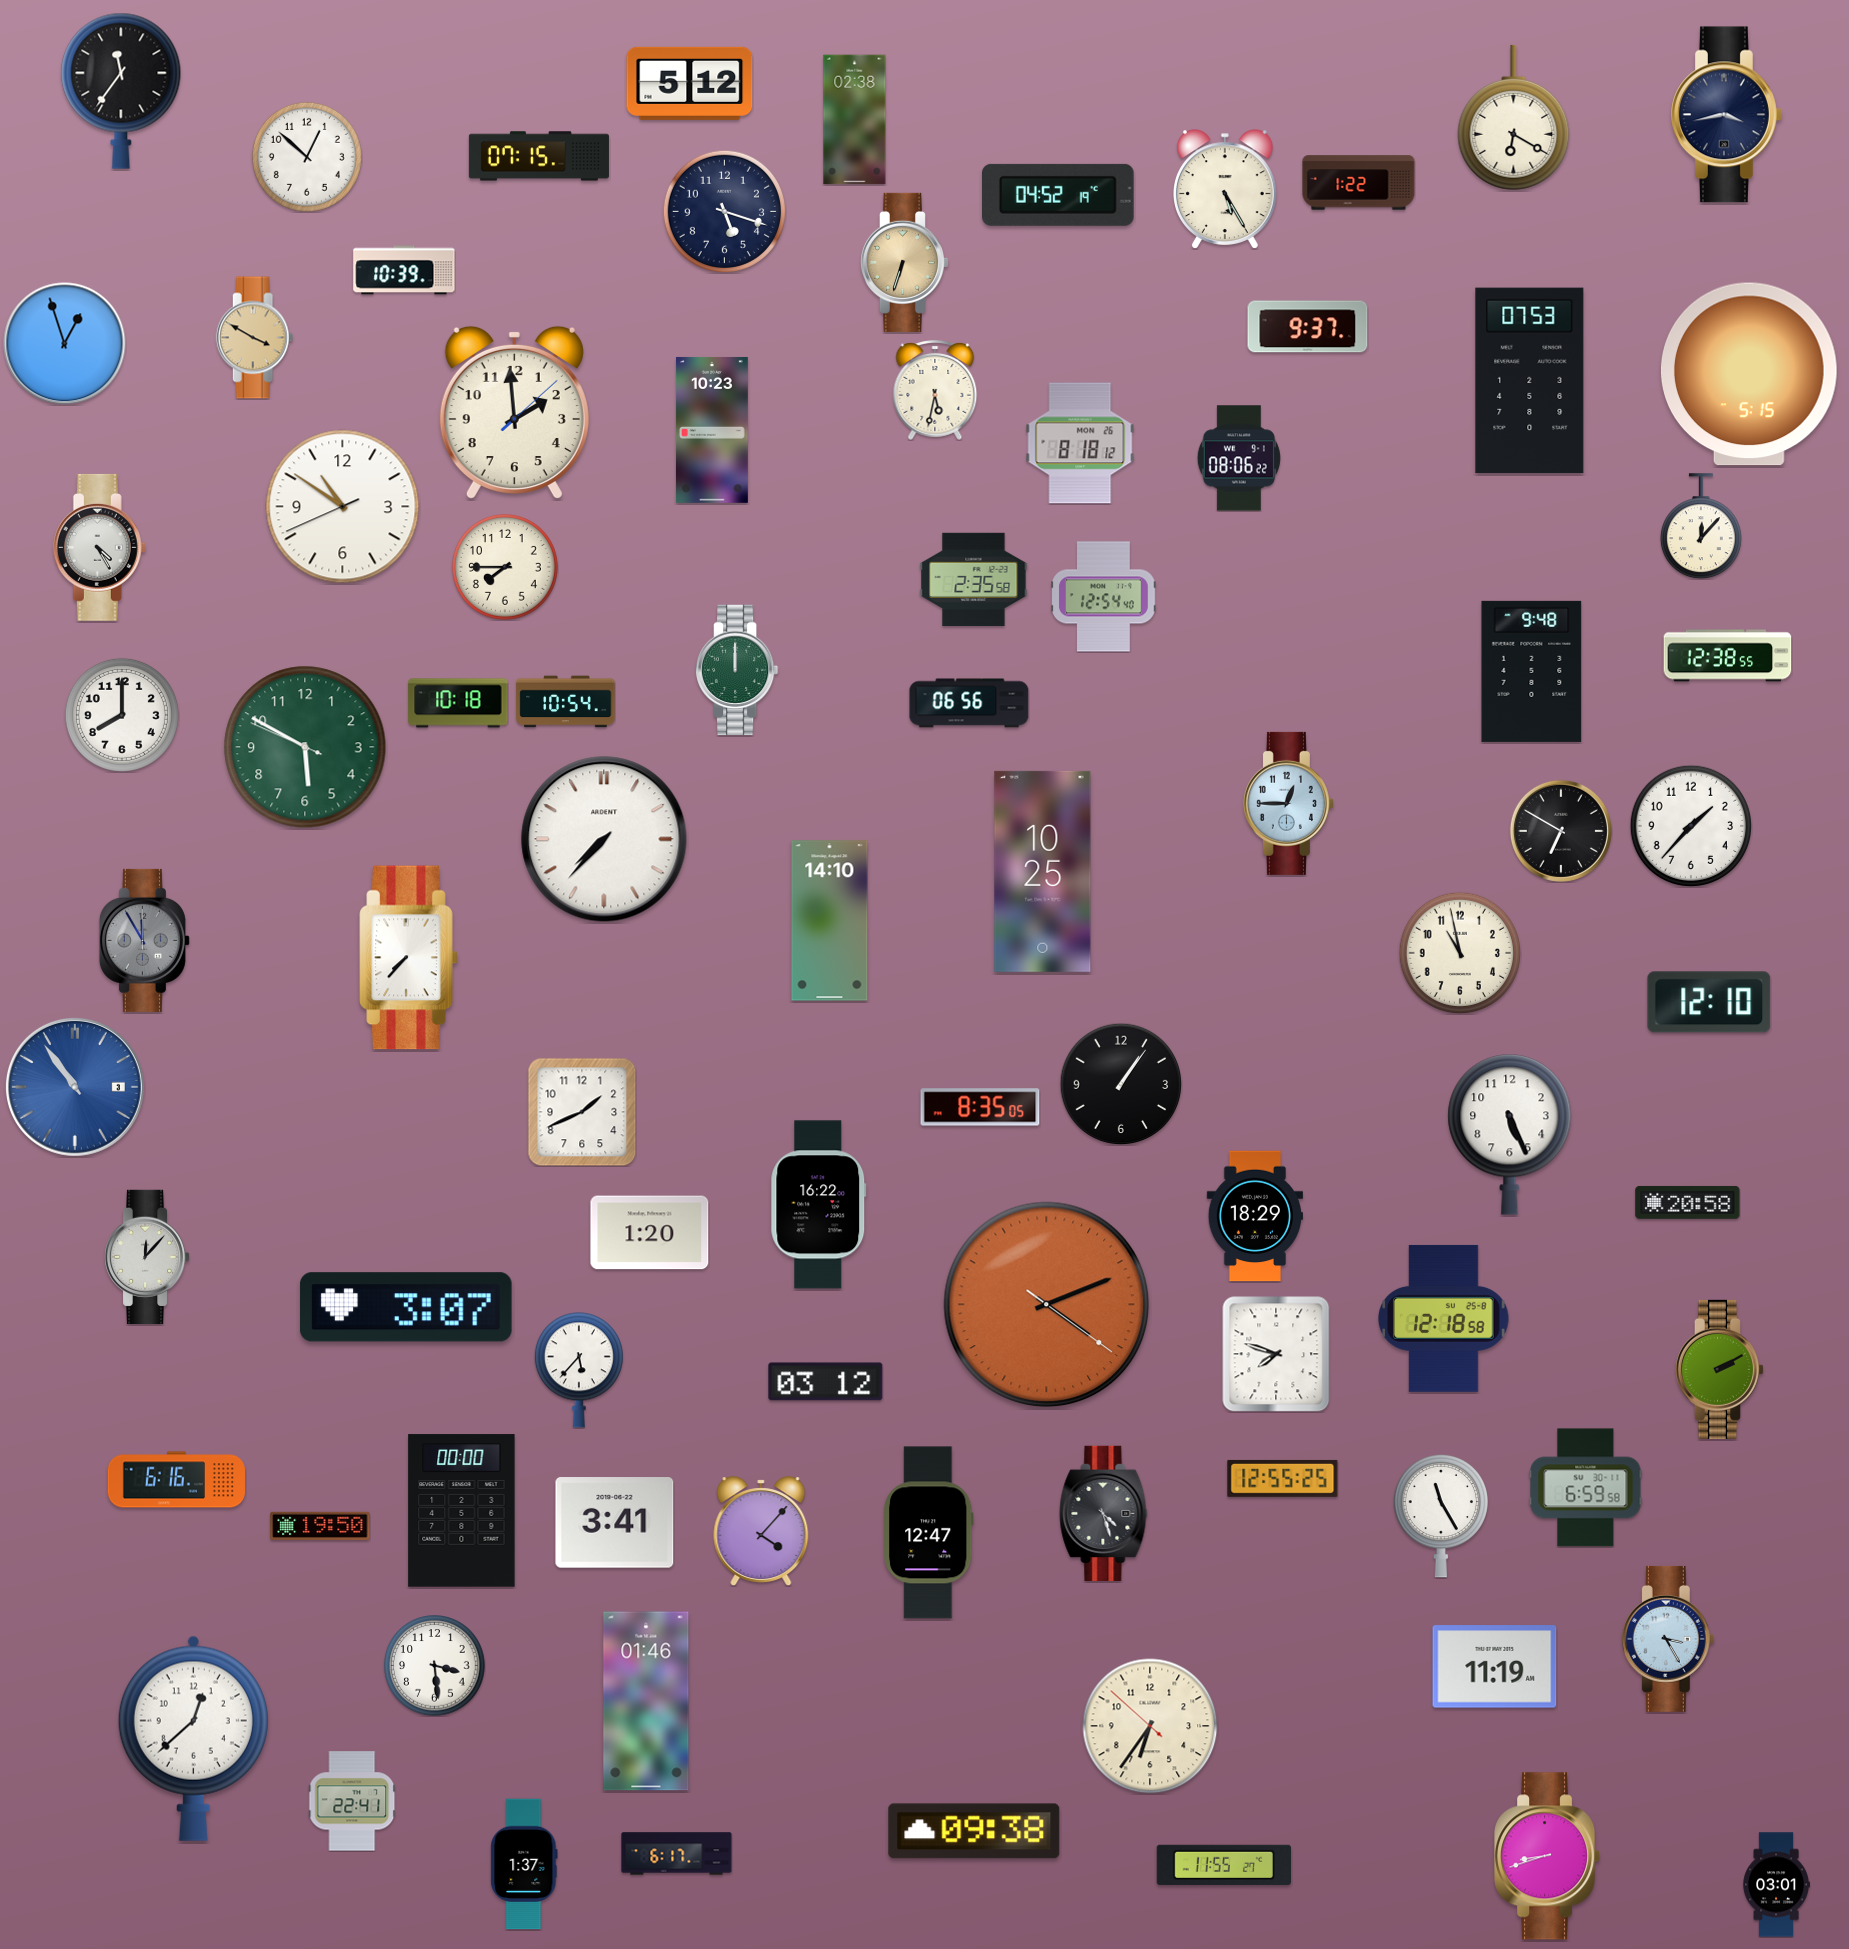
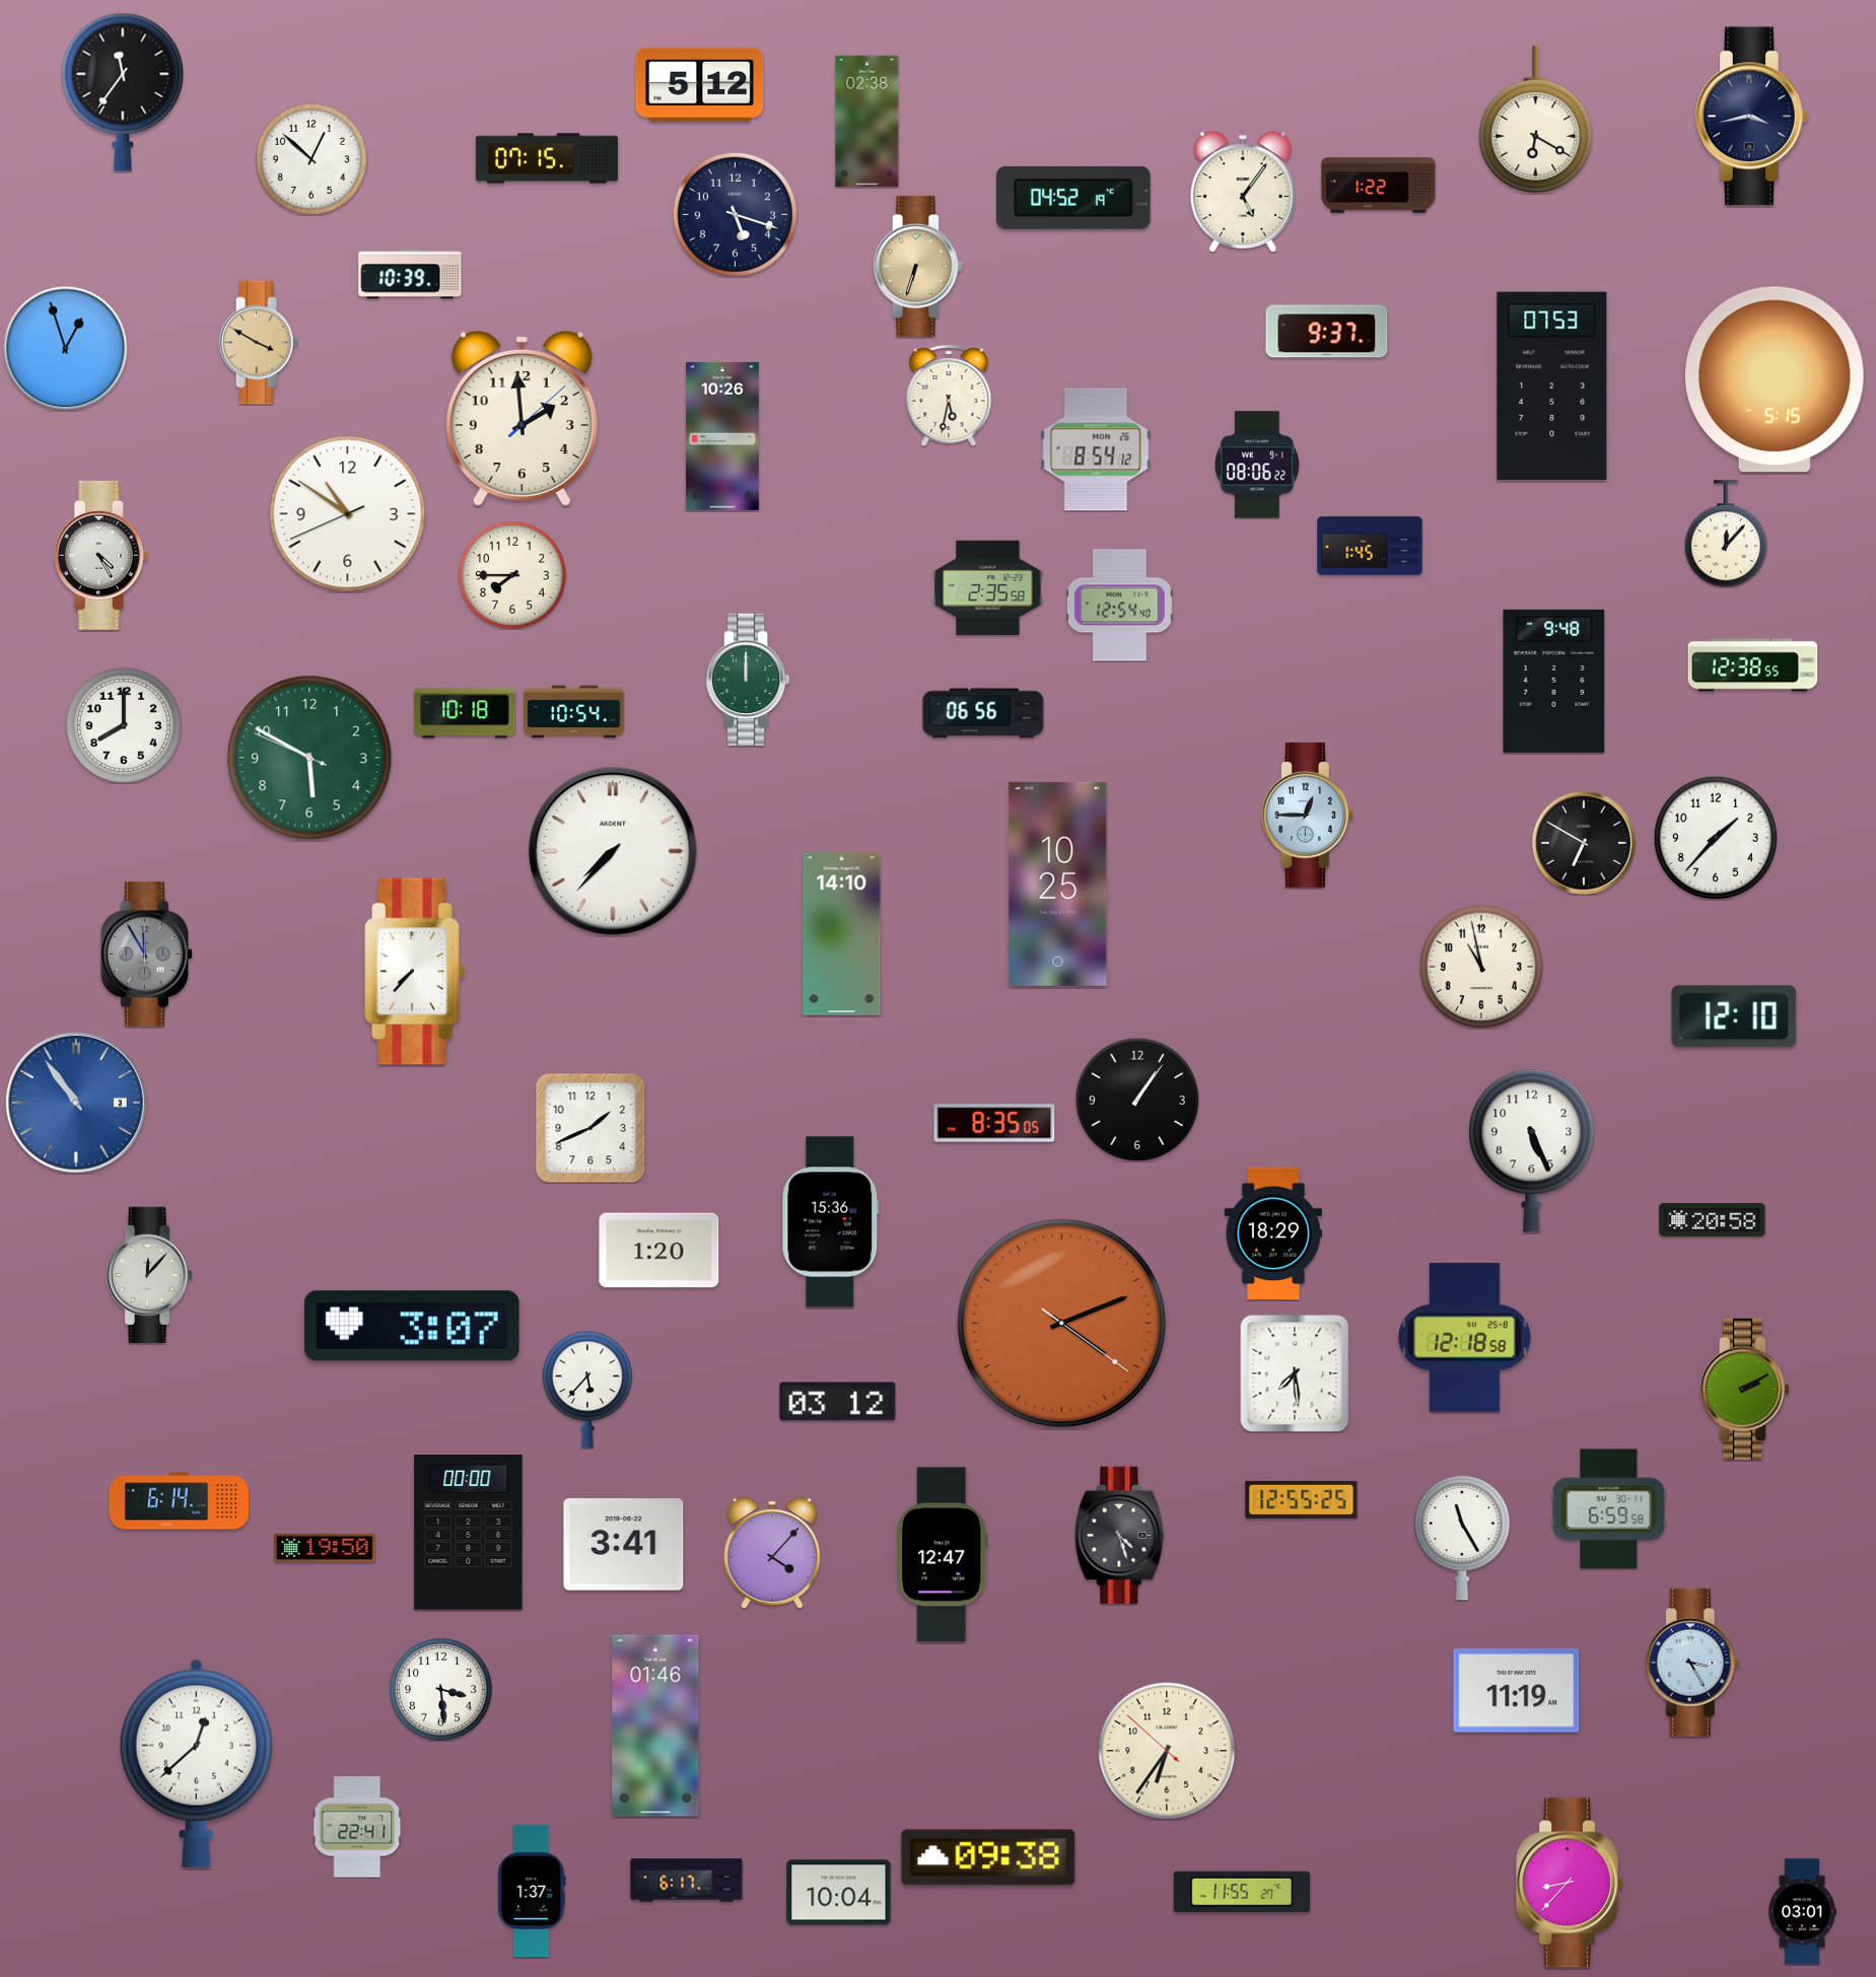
clock at (1226, 189): 5:25 -> 5:06
clock at (712, 430): 10:23 -> 10:26
clock at (1080, 443): 8:18 -> 8:54
clock at (1370, 546): none -> 1:45
clock at (819, 1205): 16:22 -> 15:36
clock at (1276, 1354): 7:48 -> 7:29
clock at (176, 1480): 6:16 -> 6:14
clock at (1548, 1856): 8:42 -> 8:37
clock at (839, 1893): none -> 10:04
